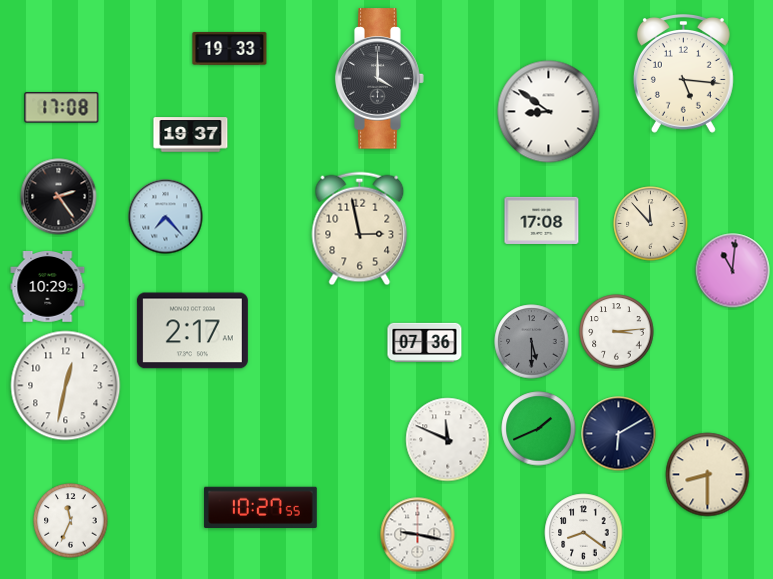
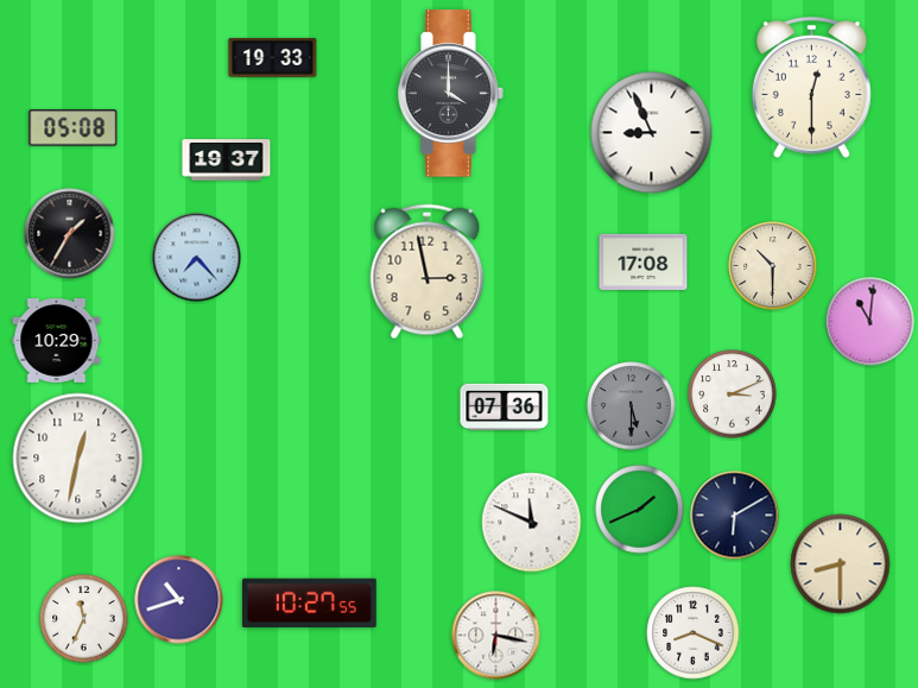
clock at (683, 74): 5:16 -> 12:30
clock at (62, 108): 17:08 -> 05:08
clock at (549, 112): 8:51 -> 8:56
clock at (59, 197): 2:24 -> 1:35
clock at (651, 224): 11:53 -> 10:30
clock at (192, 331): 2:17 -> none
clock at (617, 332): 3:14 -> 3:11
clock at (179, 600): none -> 10:42
clock at (584, 533): 8:21 -> 8:19
clock at (418, 535): 9:17 -> 6:17
